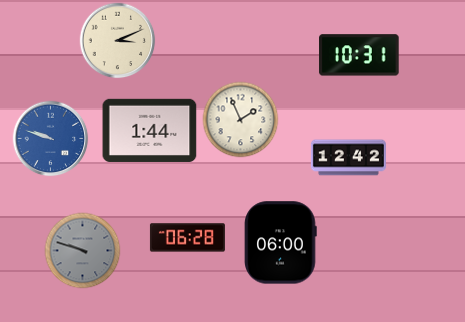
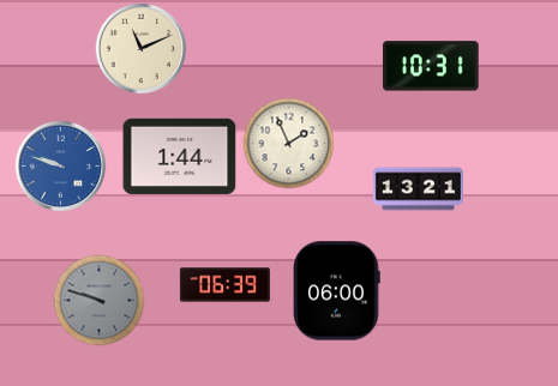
clock at (118, 41): 3:11 -> 11:11
clock at (348, 158): 12:42 -> 13:21
clock at (187, 238): 06:28 -> 06:39
